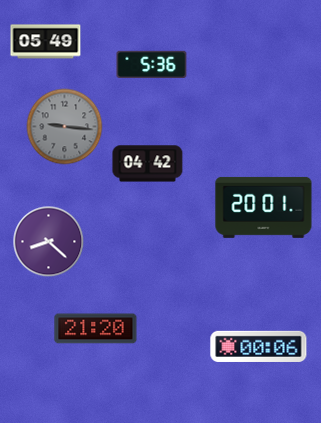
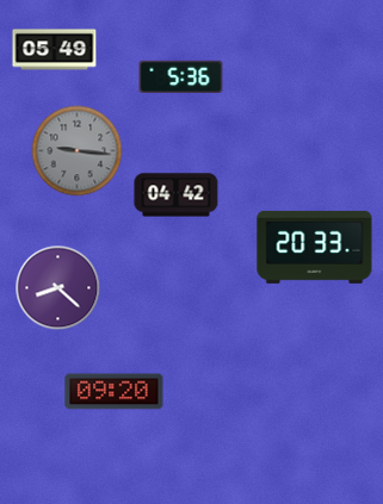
clock at (264, 207): 20:01 -> 20:33
clock at (96, 329): 21:20 -> 09:20
clock at (259, 346): 00:06 -> none
